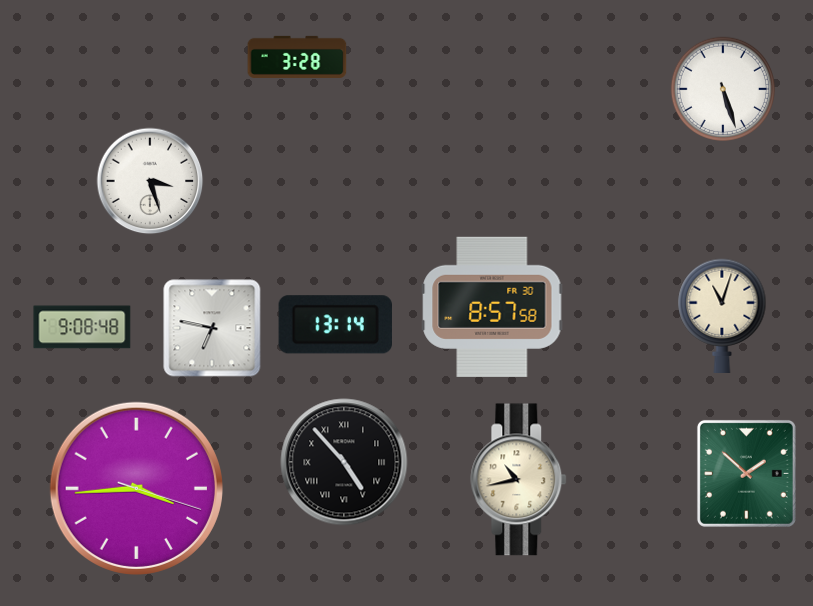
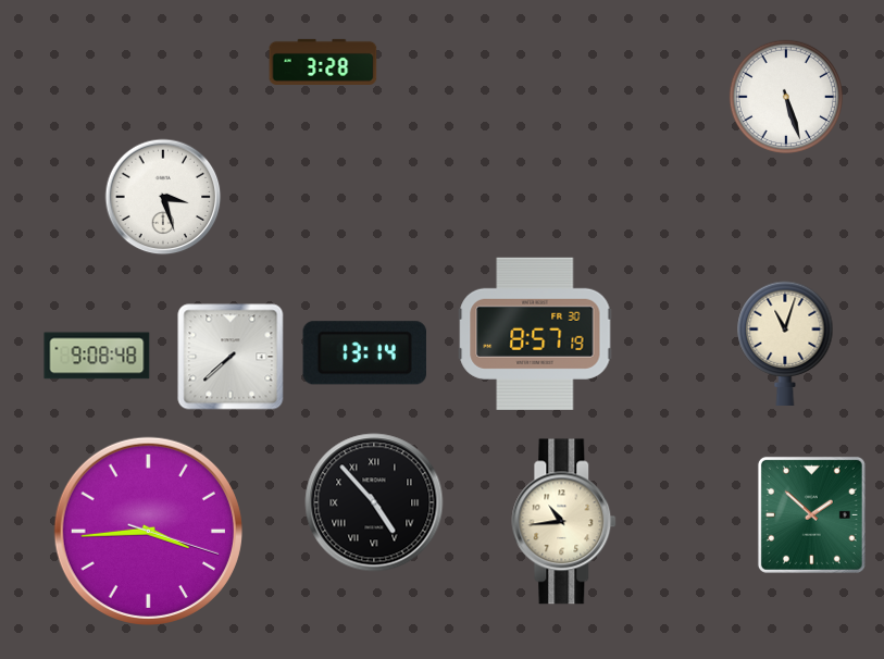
clock at (492, 307): 8:57:58 -> 8:57:19
clock at (82, 327) position: (82, 327) -> (97, 356)
clock at (212, 328): 6:47 -> 7:38
clock at (519, 480): 10:43 -> 10:44
